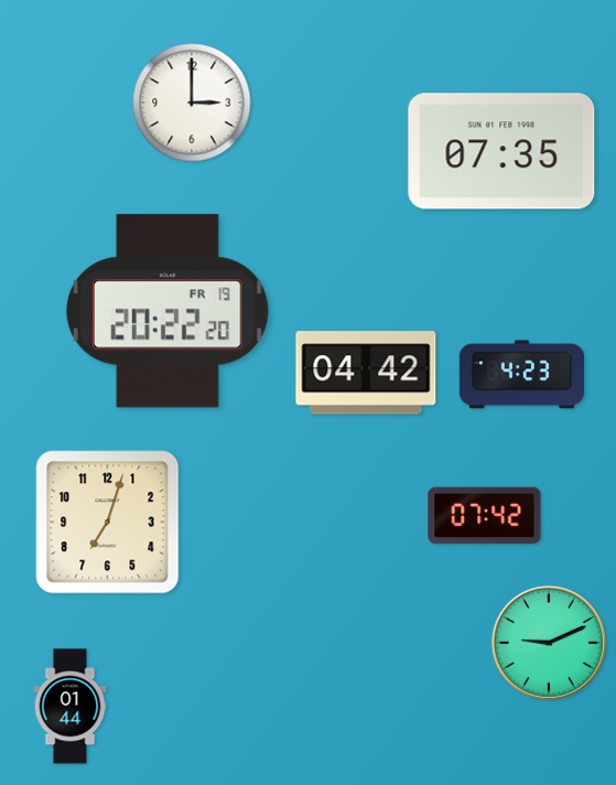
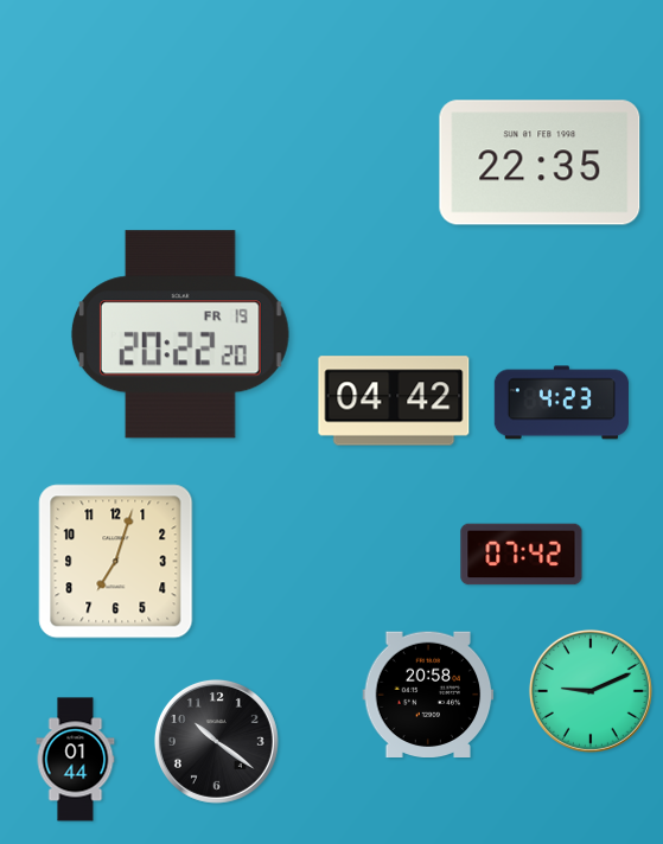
clock at (192, 103): 3:00 -> none
clock at (501, 151): 07:35 -> 22:35
clock at (428, 695): none -> 20:58
clock at (216, 741): none -> 10:21
